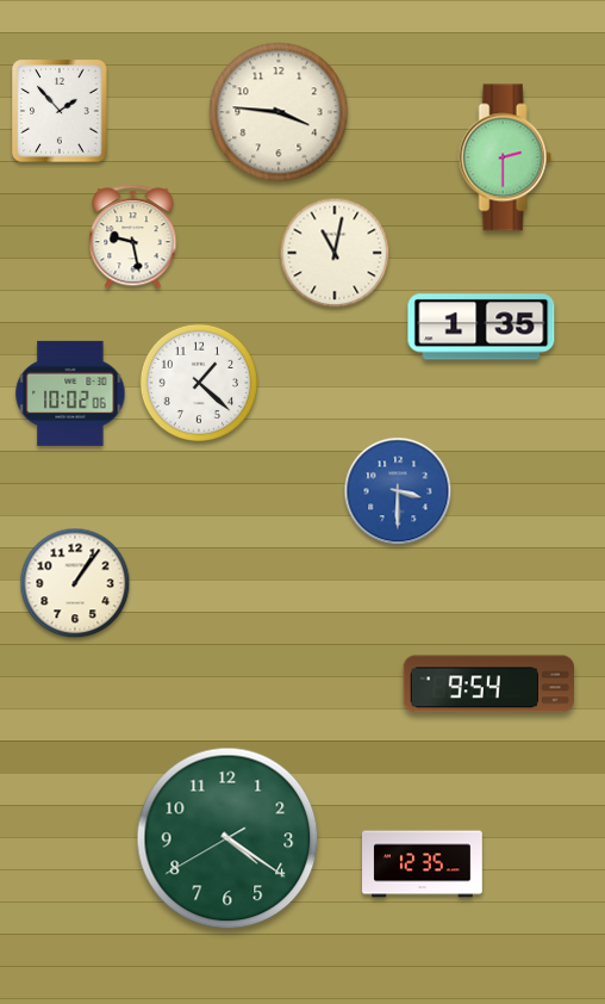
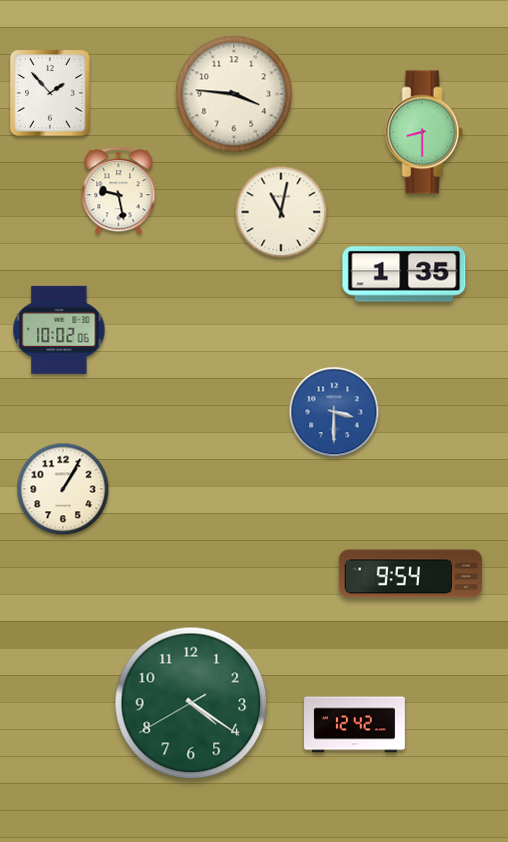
clock at (505, 157): 2:30 -> 8:30
clock at (133, 237) position: (133, 237) -> (119, 191)
clock at (199, 383): 1:22 -> none
clock at (75, 583): 1:06 -> 1:05
clock at (423, 864): 12:35 -> 12:42
